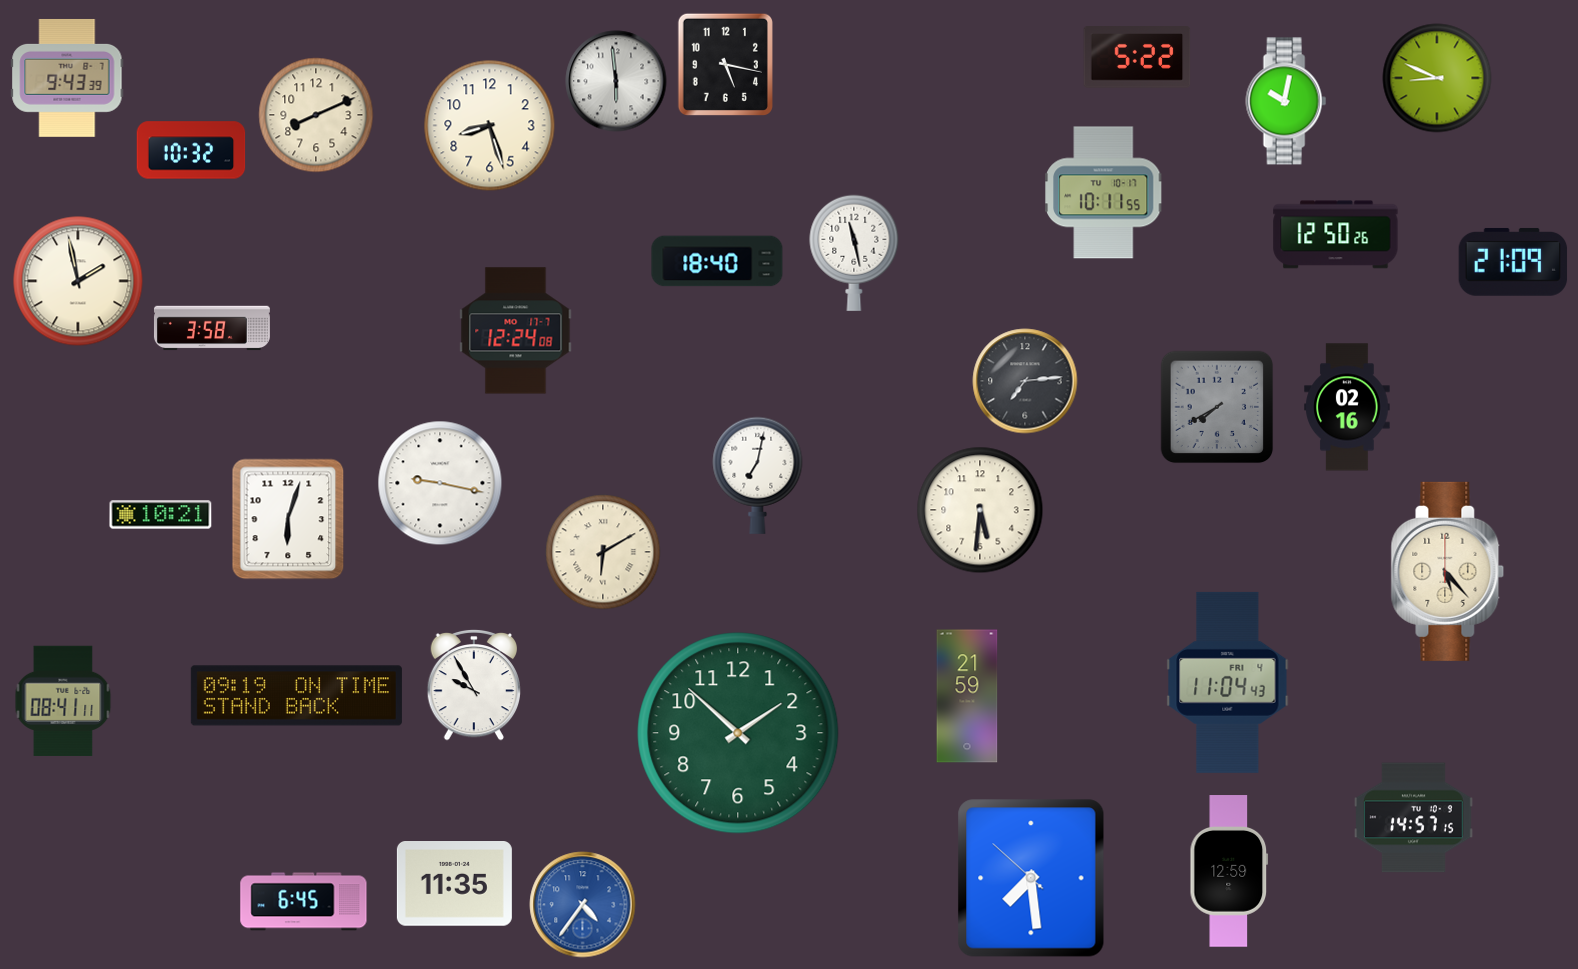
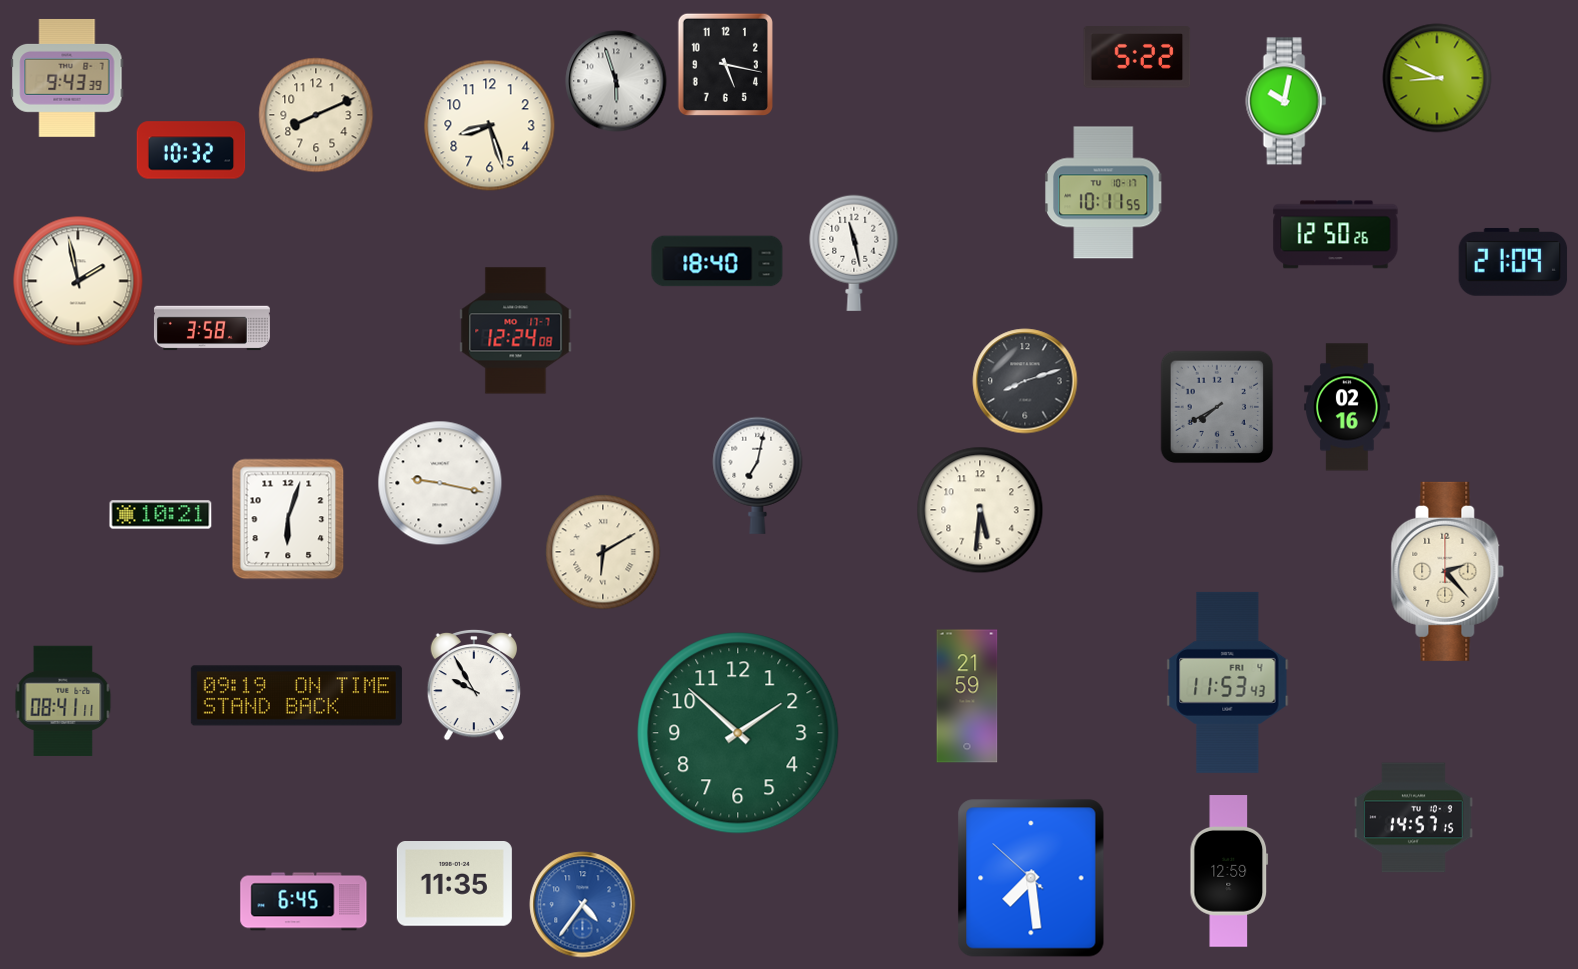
clock at (616, 81): 5:59 -> 5:57
clock at (1025, 381): 7:14 -> 8:12
clock at (1448, 571): 5:23 -> 2:23
clock at (1228, 682): 11:04 -> 11:53
